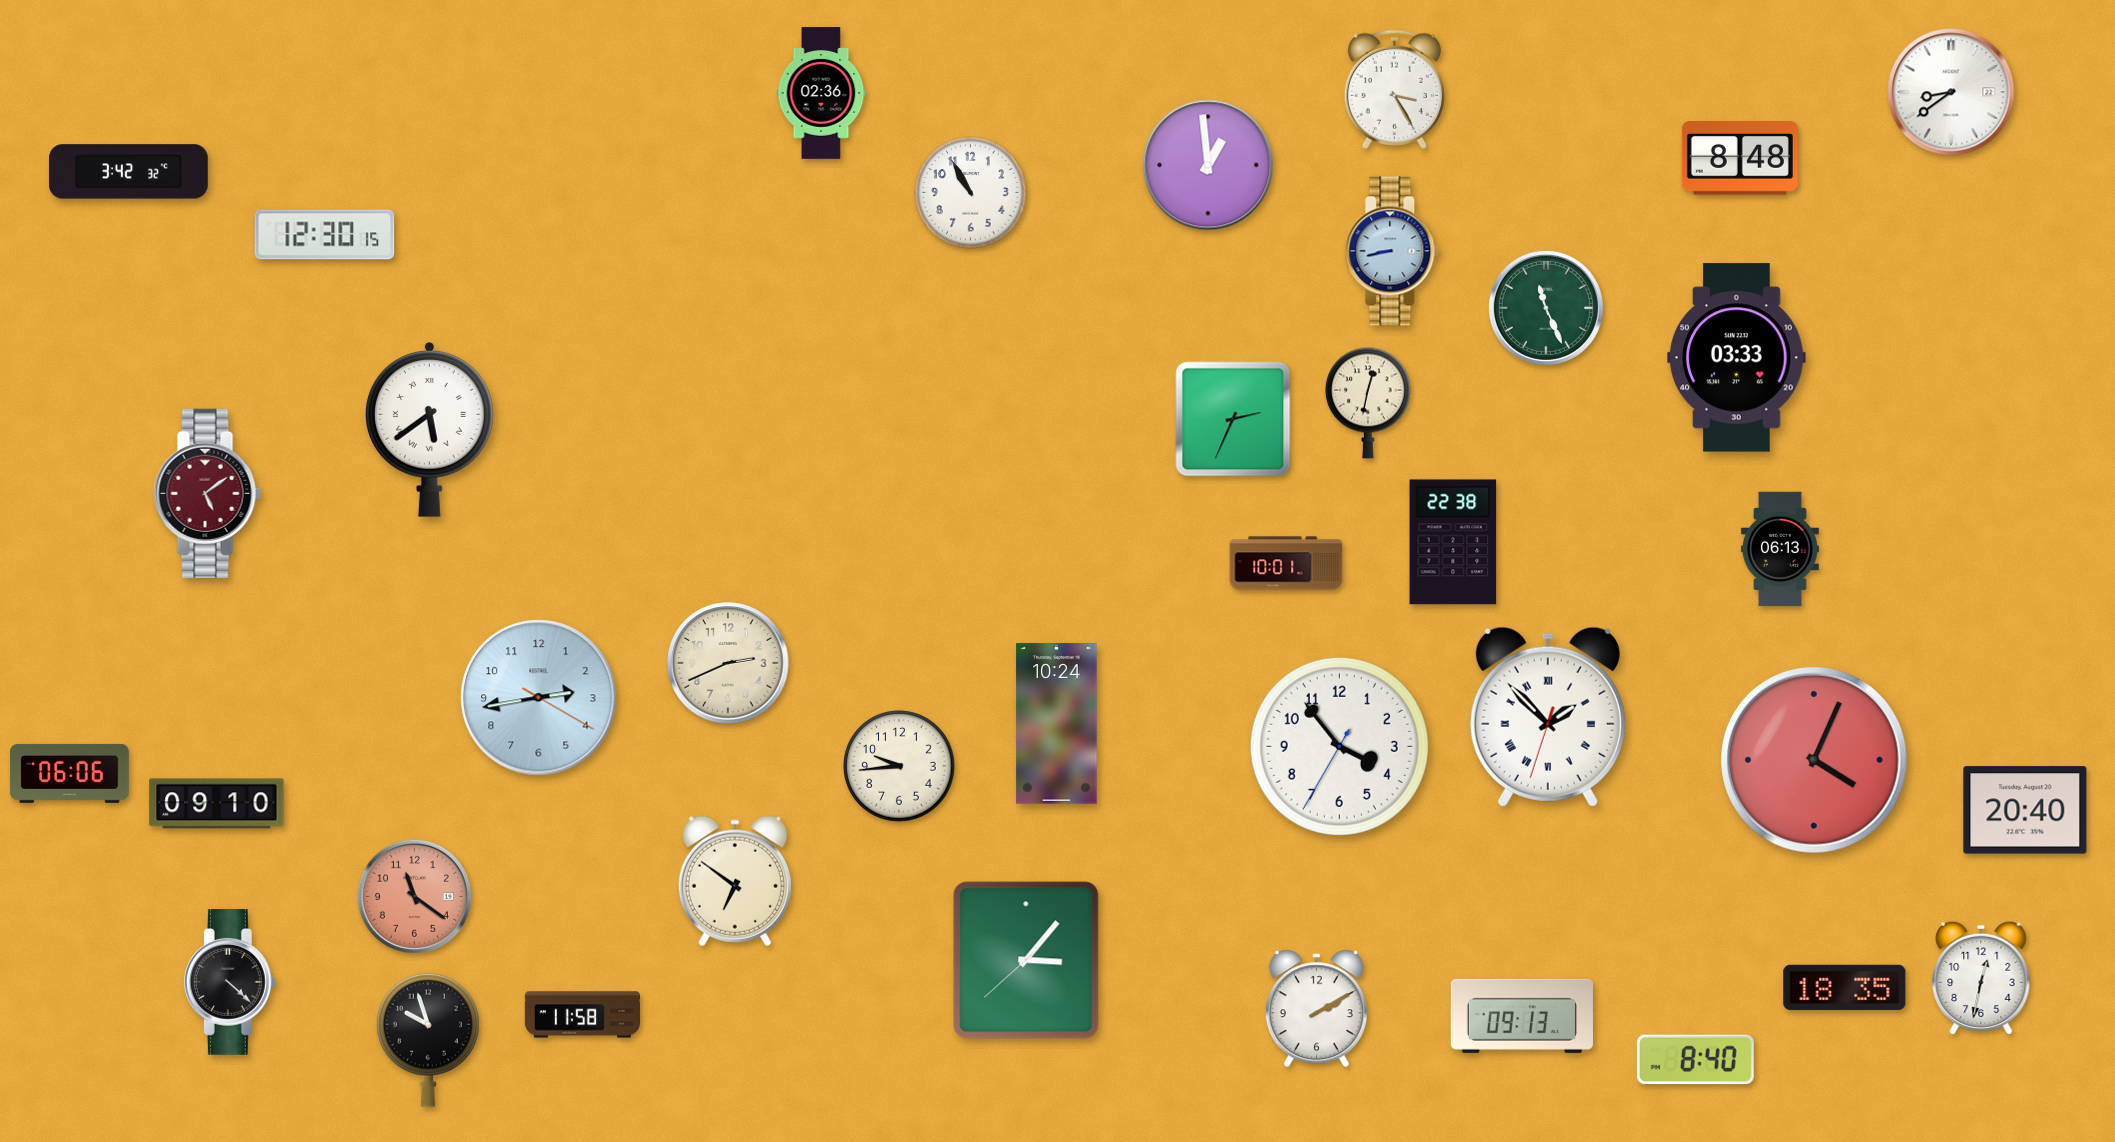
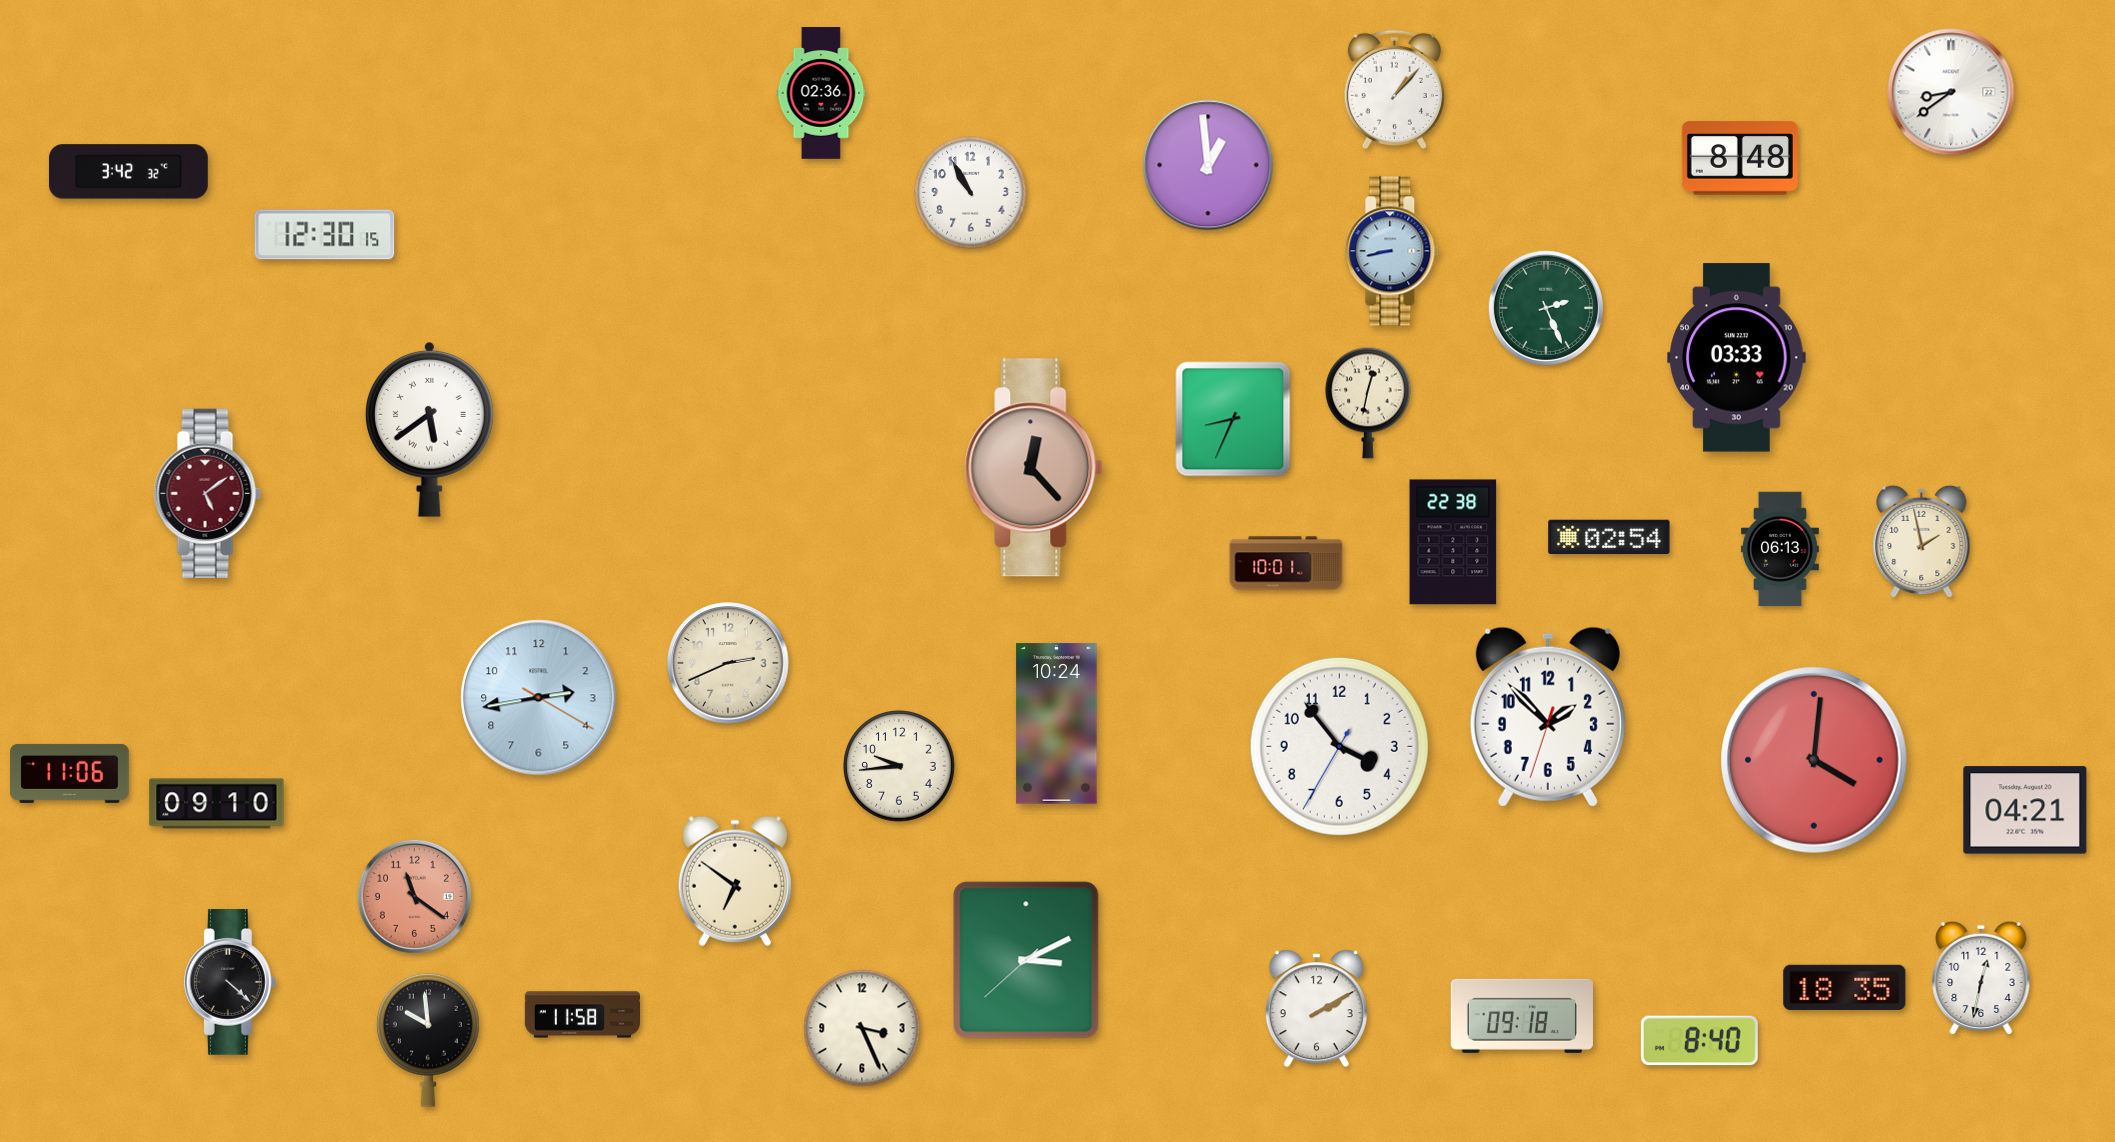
clock at (1394, 89): 3:25 -> 1:07
clock at (1546, 308): 11:26 -> 2:26
clock at (1233, 419): 2:34 -> 8:34
clock at (1034, 468): none -> 12:23
clock at (1609, 536): none -> 02:54
clock at (1922, 542): none -> 1:58
clock at (1548, 717) numerals: Roman -> Arabic
clock at (1815, 761): 4:04 -> 4:01
clock at (70, 773): 06:06 -> 11:06
clock at (2025, 810): 20:40 -> 04:21
clock at (1026, 960): 3:06 -> 3:10
clock at (1522, 1016): 09:13 -> 09:18
clock at (862, 1028): none -> 3:26
clock at (428, 1040): 9:57 -> 9:59
clock at (1695, 1060) position: (1695, 1060) -> (1699, 1041)
